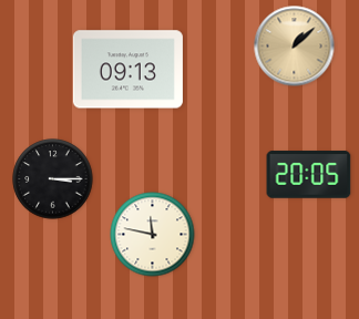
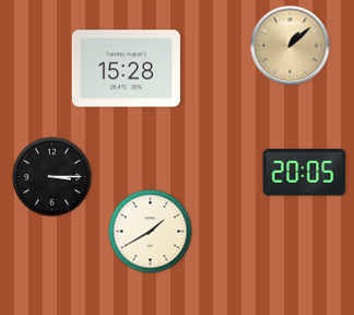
clock at (127, 70): 09:13 -> 15:28
clock at (153, 235): 11:47 -> 1:40
